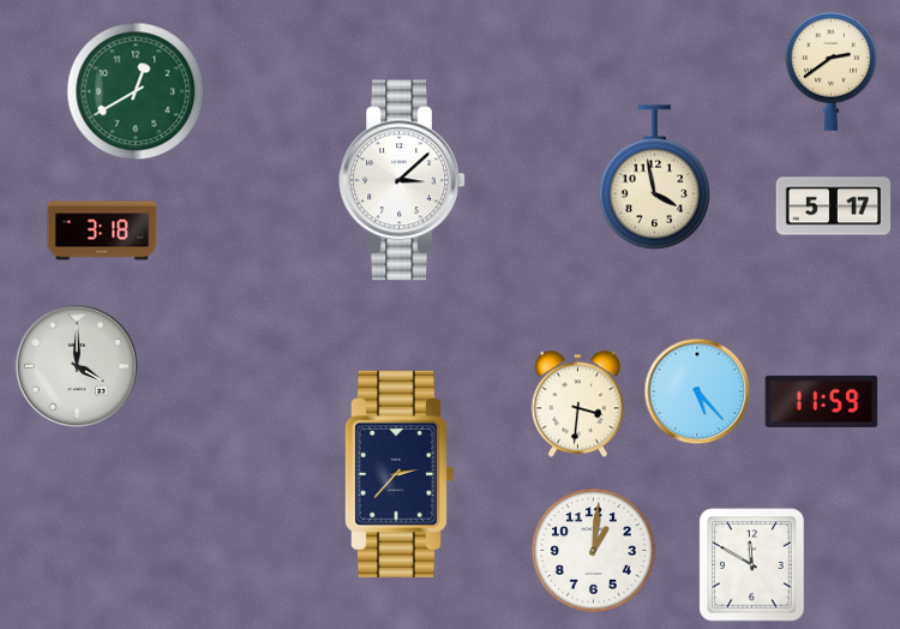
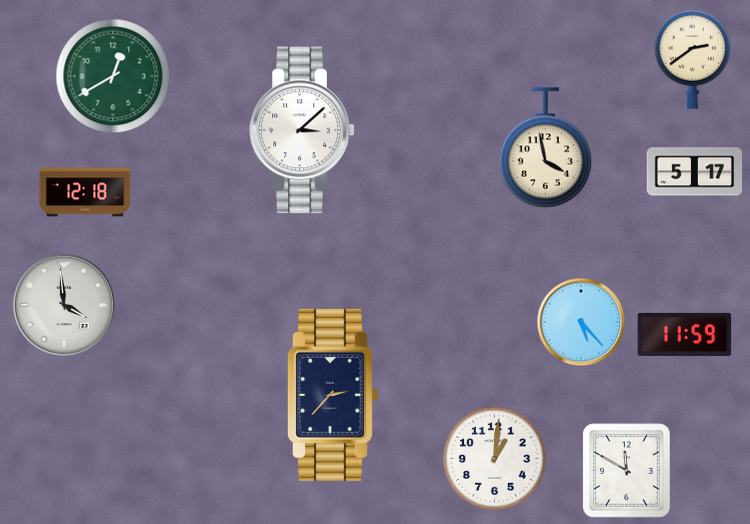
clock at (402, 180) position: (402, 180) -> (302, 130)
clock at (102, 230): 3:18 -> 12:18
clock at (77, 366): 4:00 -> 3:59
clock at (697, 391) position: (697, 391) -> (581, 322)
clock at (578, 405): 3:31 -> none
